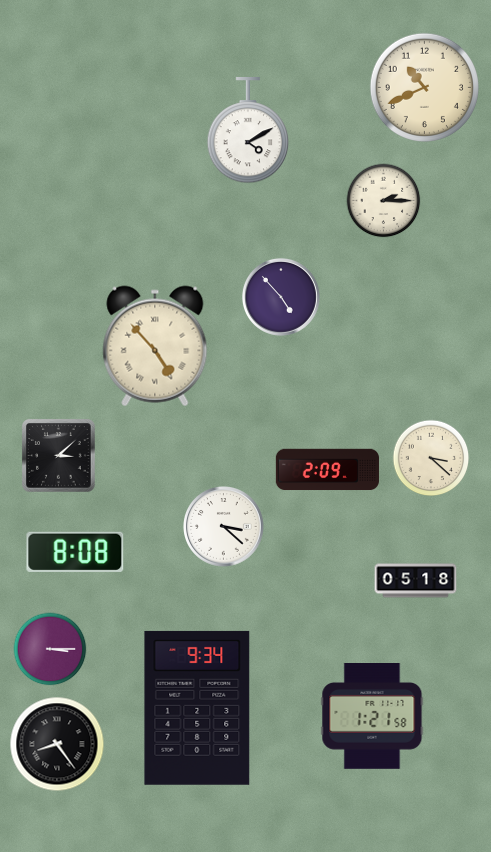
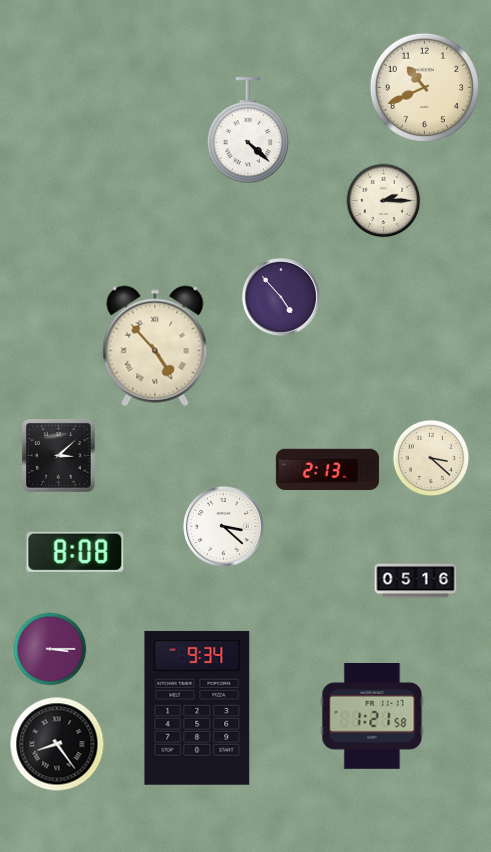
clock at (248, 131): 4:10 -> 4:22
clock at (327, 470): 2:09 -> 2:13
clock at (416, 581): 05:18 -> 05:16
